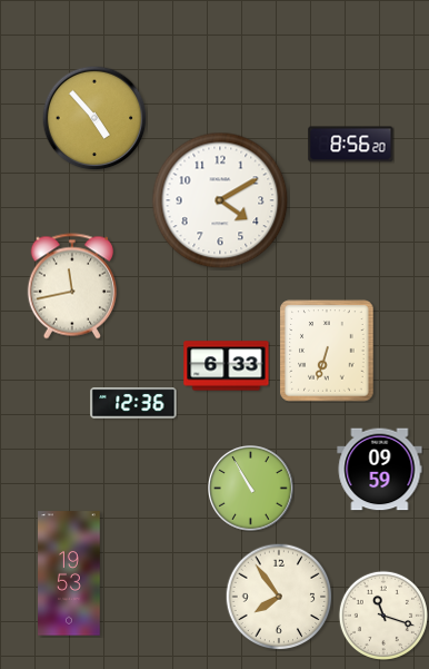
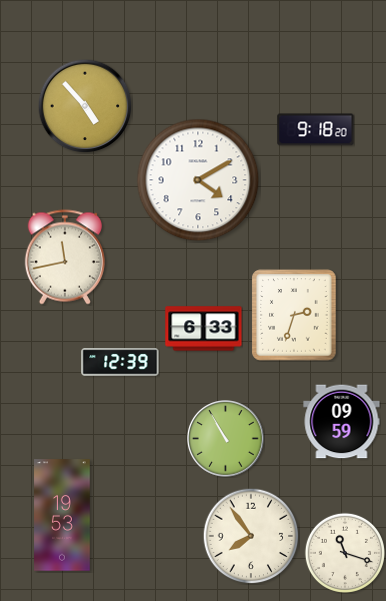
clock at (351, 145): 8:56 -> 9:18
clock at (327, 351): 6:33 -> 2:33
clock at (133, 403): 12:36 -> 12:39
